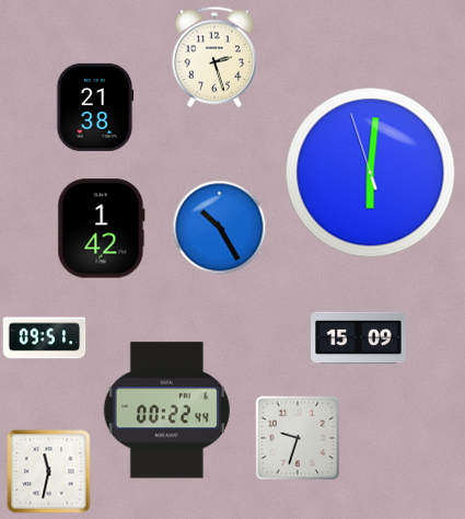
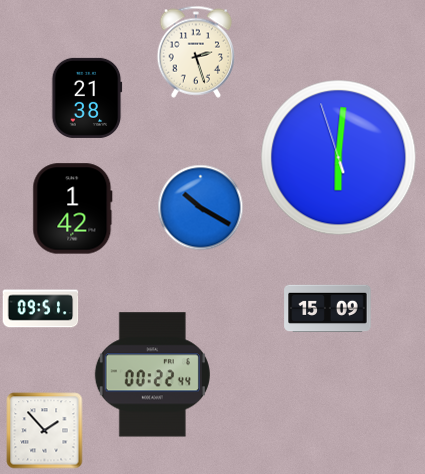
clock at (220, 228): 10:25 -> 10:20
clock at (102, 229) position: (102, 229) -> (73, 209)
clock at (298, 438): 9:33 -> none
clock at (49, 472): 11:32 -> 1:53
